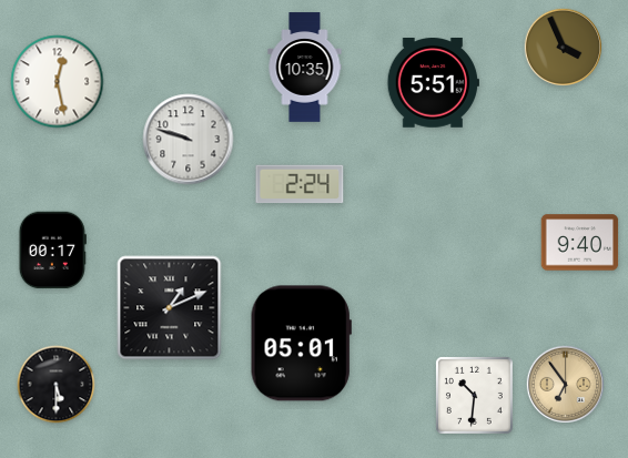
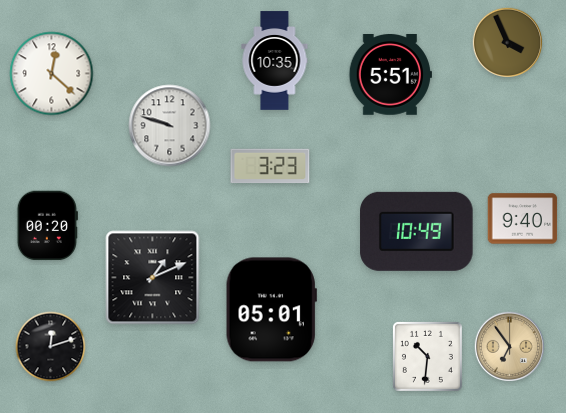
clock at (58, 82): 12:28 -> 12:22
clock at (300, 184): 2:24 -> 3:23
clock at (52, 251): 00:17 -> 00:20
clock at (417, 231): none -> 10:49
clock at (57, 385): 5:30 -> 12:12
